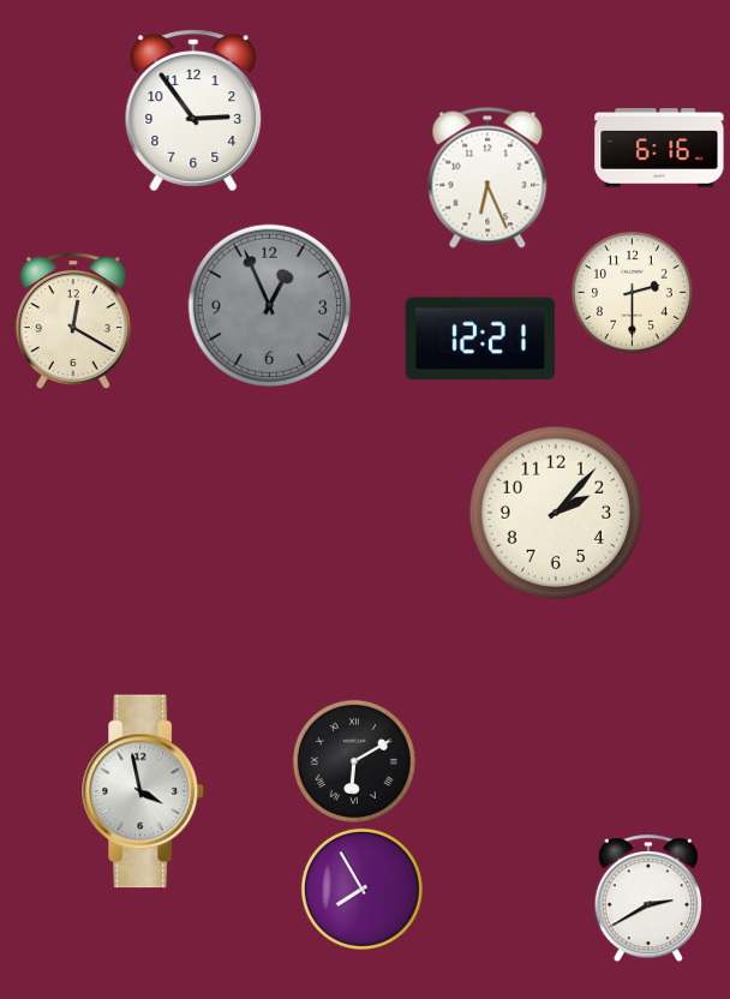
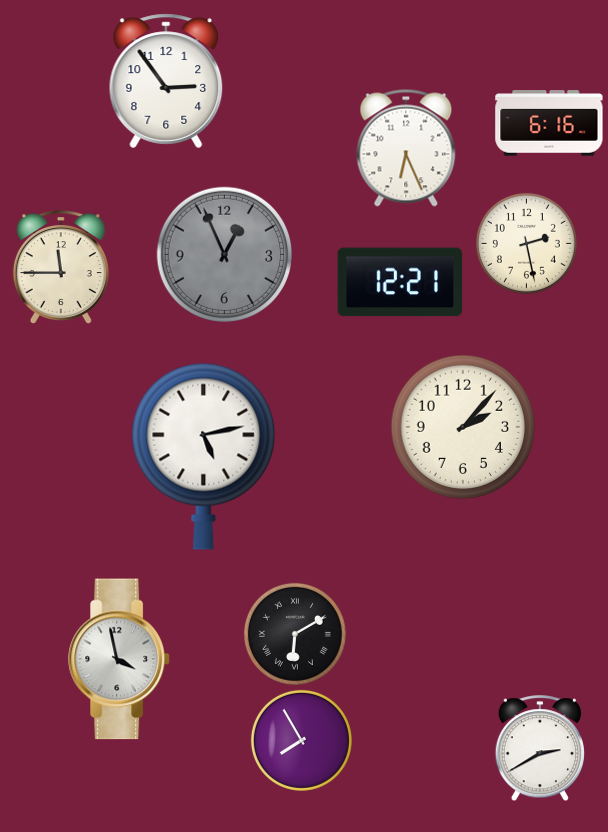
clock at (193, 110) position: (193, 110) -> (166, 81)
clock at (632, 292): 2:30 -> 2:28
clock at (73, 322): 12:20 -> 11:45
clock at (204, 456): none -> 5:13
